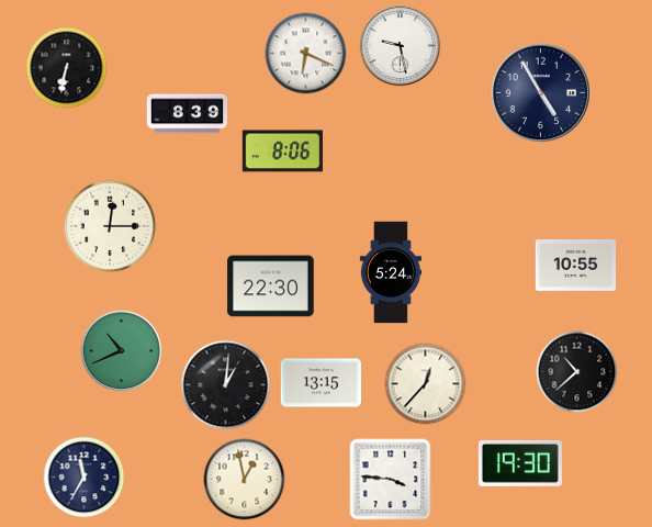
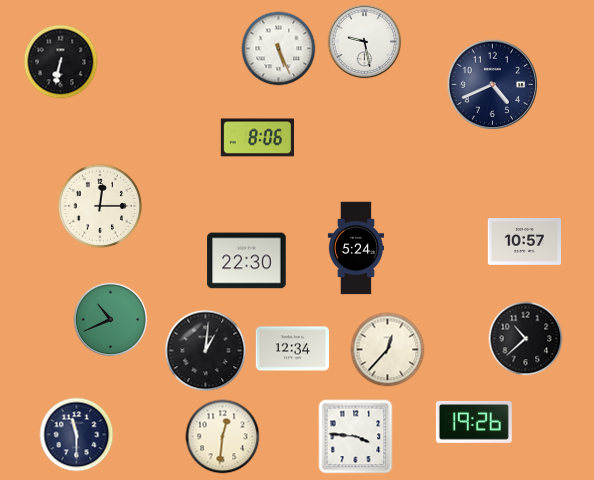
clock at (306, 54): 6:19 -> 5:26
clock at (541, 93): 4:55 -> 4:41
clock at (188, 114): 8:39 -> none
clock at (575, 266): 10:55 -> 10:57
clock at (321, 383): 13:15 -> 12:34
clock at (520, 463): 19:30 -> 19:26
clock at (85, 478): 11:35 -> 11:30
clock at (245, 480): 12:58 -> 12:31
